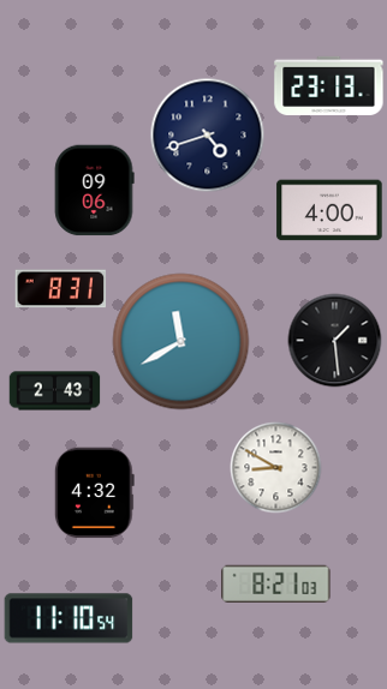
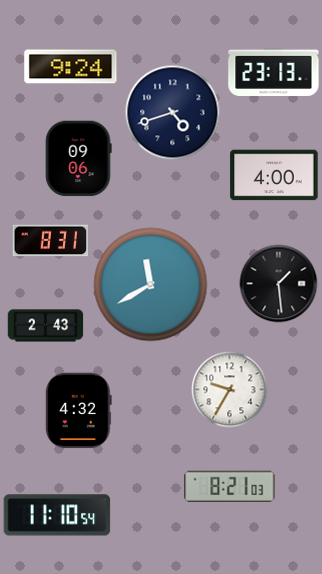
clock at (71, 67): none -> 9:24
clock at (276, 468): 8:50 -> 9:35
